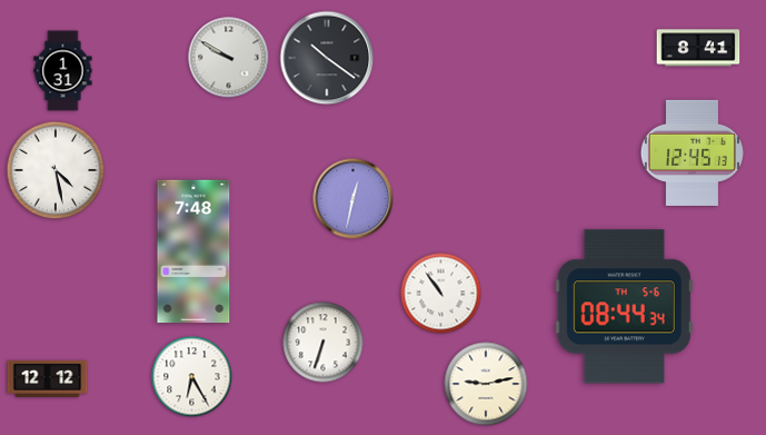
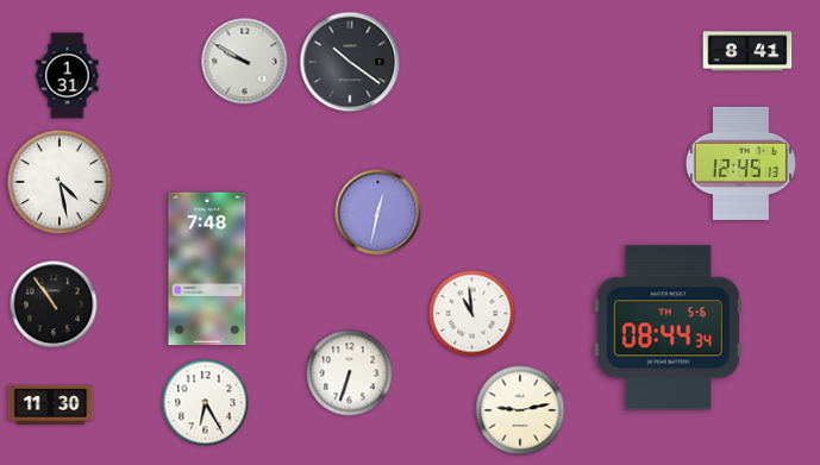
clock at (54, 304): none -> 10:54
clock at (441, 294): 10:54 -> 10:59
clock at (324, 343) position: (324, 343) -> (350, 373)
clock at (48, 378): 12:12 -> 11:30
